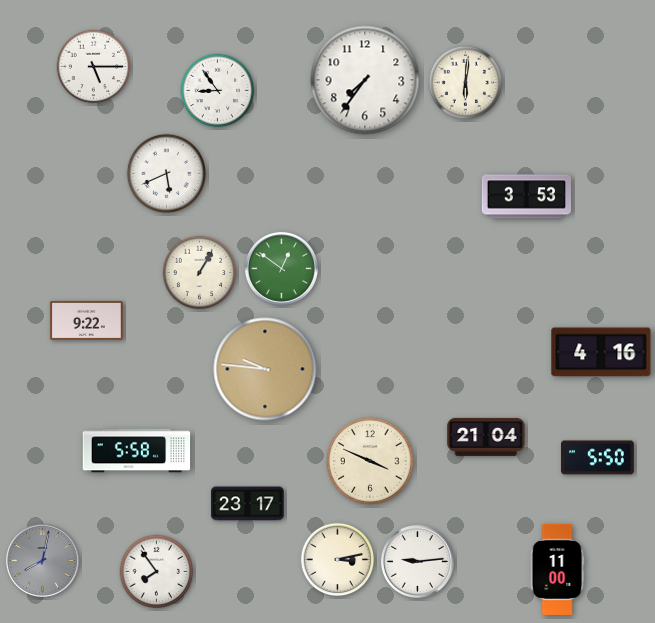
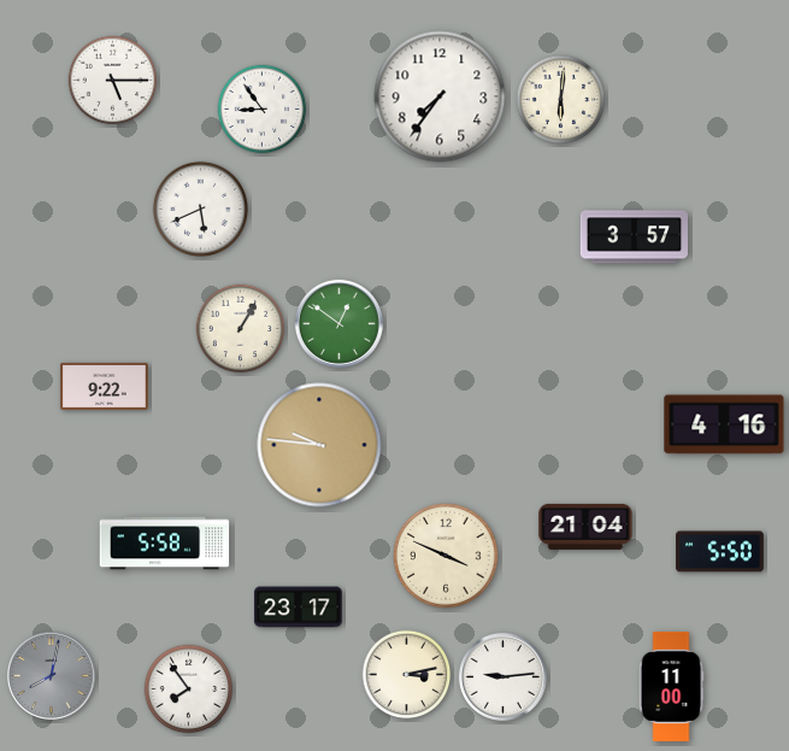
clock at (526, 197): 3:53 -> 3:57
